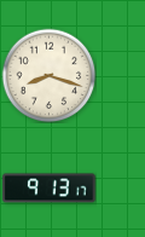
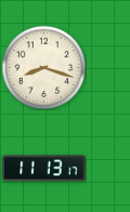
clock at (50, 189): 9:13 -> 11:13
